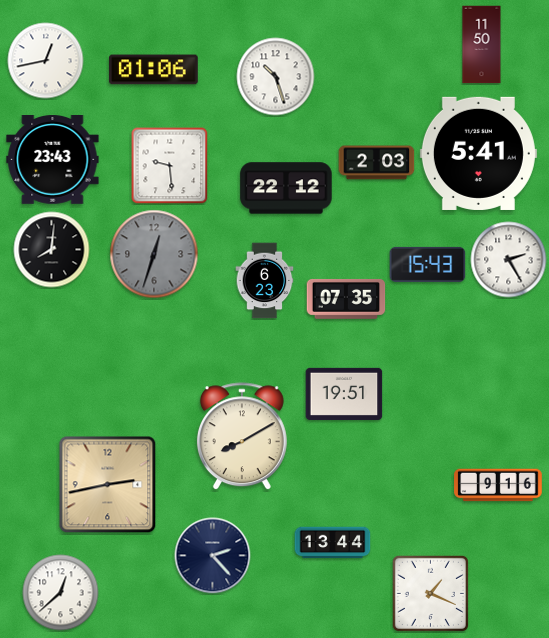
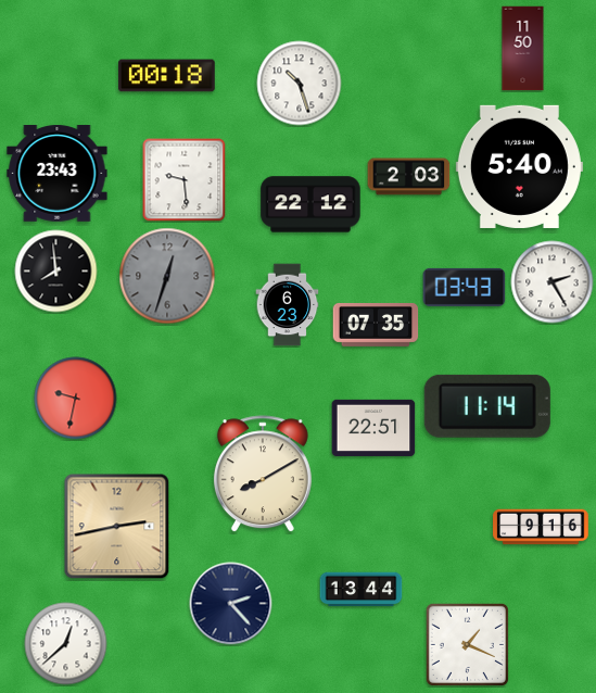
clock at (46, 61): 12:43 -> none
clock at (154, 70): 01:06 -> 00:18
clock at (478, 153): 5:41 -> 5:40
clock at (52, 250): 8:01 -> 7:59
clock at (428, 264): 15:43 -> 03:43
clock at (76, 399): none -> 9:32
clock at (487, 406): none -> 11:14
clock at (344, 394): 19:51 -> 22:51
